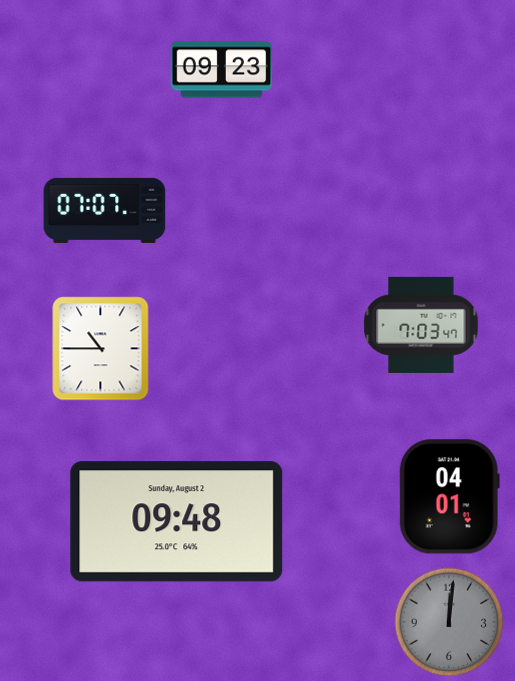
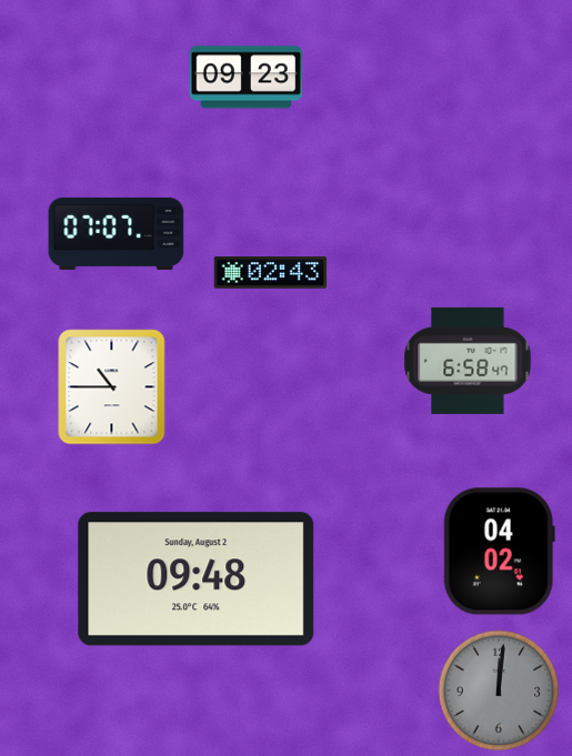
clock at (271, 273): none -> 02:43
clock at (421, 325): 7:03 -> 6:58
clock at (449, 497): 04:01 -> 04:02
